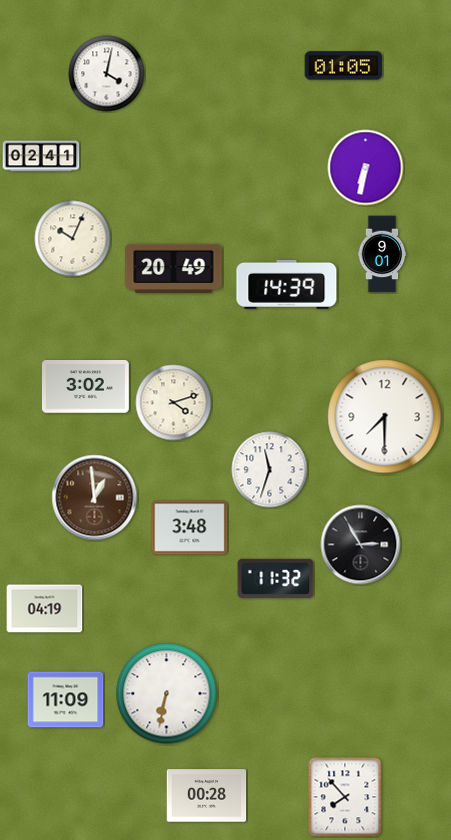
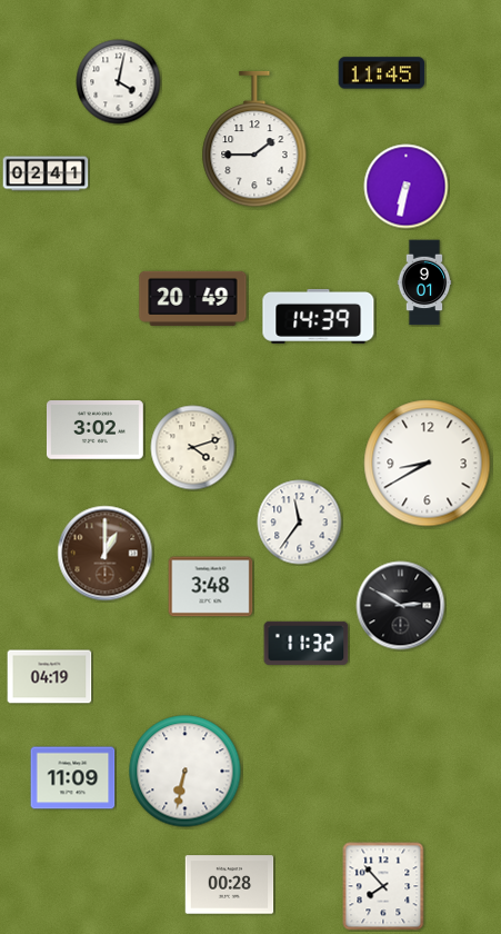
clock at (344, 66): 01:05 -> 11:45
clock at (254, 139): none -> 1:45
clock at (73, 239): 10:04 -> none
clock at (385, 417): 7:30 -> 8:40
clock at (270, 470): 11:33 -> 11:36
clock at (95, 498): 12:59 -> 1:00
clock at (361, 545): 2:55 -> 2:50
